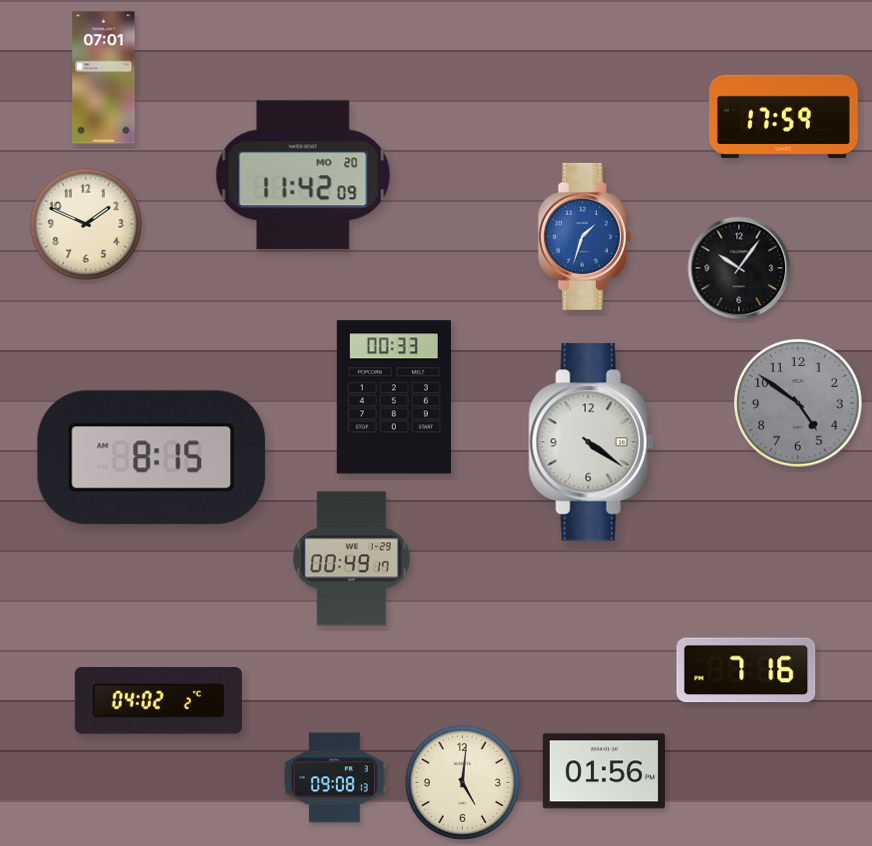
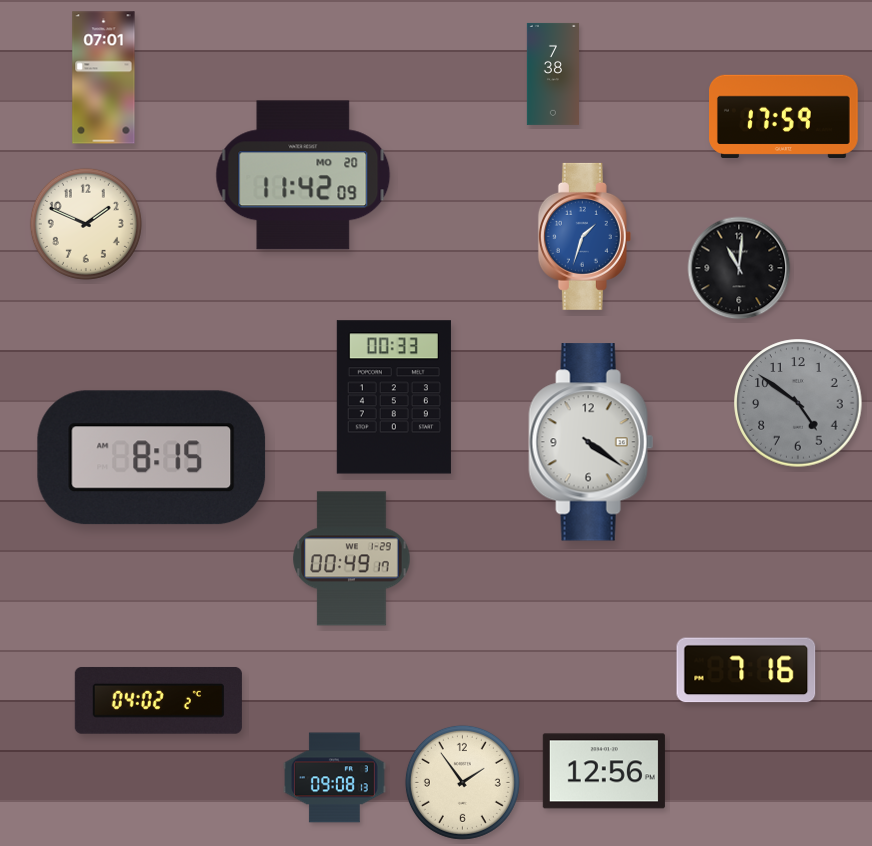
clock at (553, 74): none -> 7:38
clock at (739, 268): 10:06 -> 11:01
clock at (604, 771): 01:56 -> 12:56
clock at (462, 782): 5:01 -> 1:54
